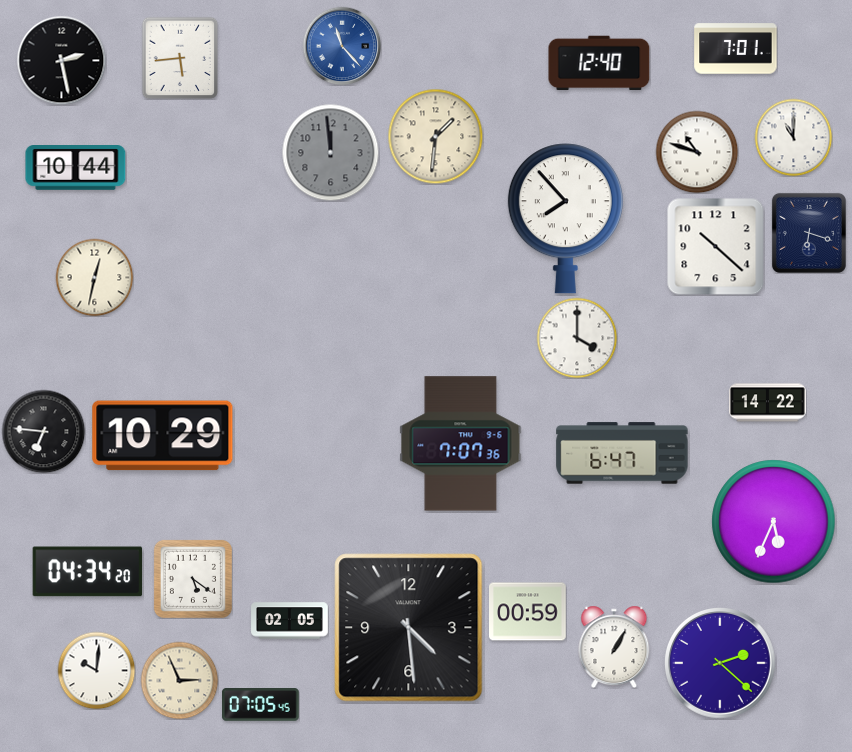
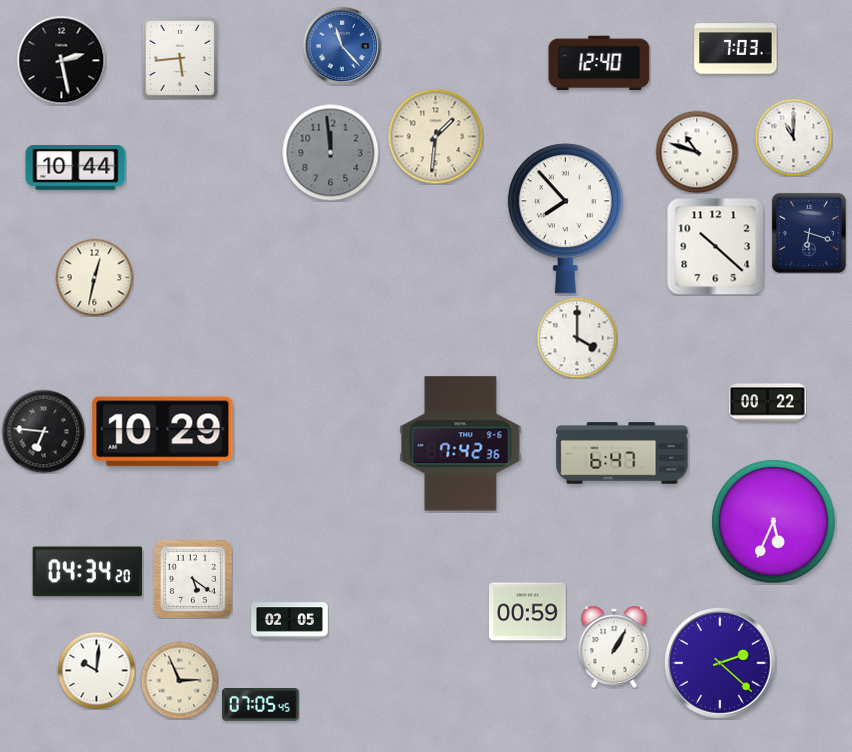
clock at (736, 49): 7:01 -> 7:03
clock at (768, 403): 14:22 -> 00:22
clock at (163, 436) position: (163, 436) -> (163, 432)
clock at (461, 444): 7:07 -> 7:42
clock at (409, 628): 4:29 -> none
